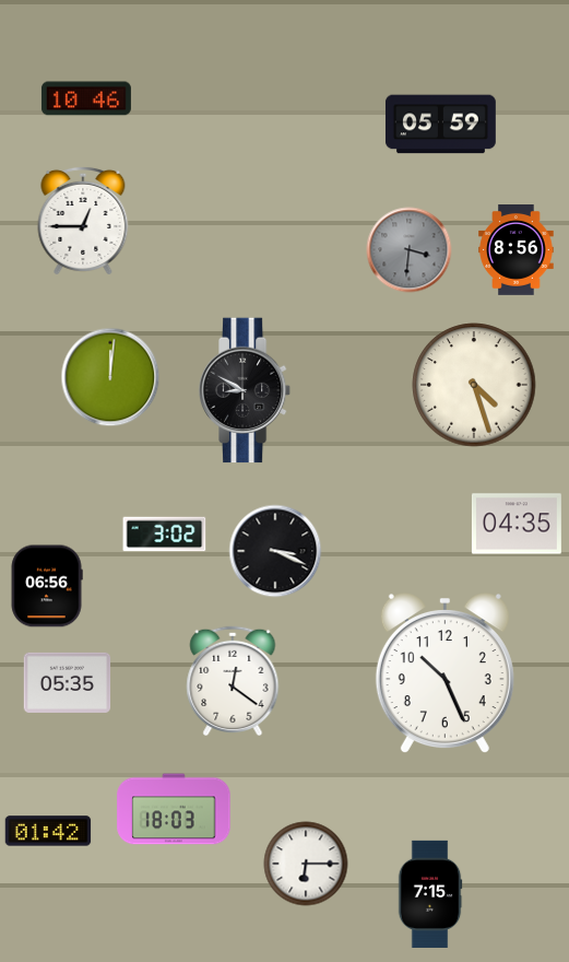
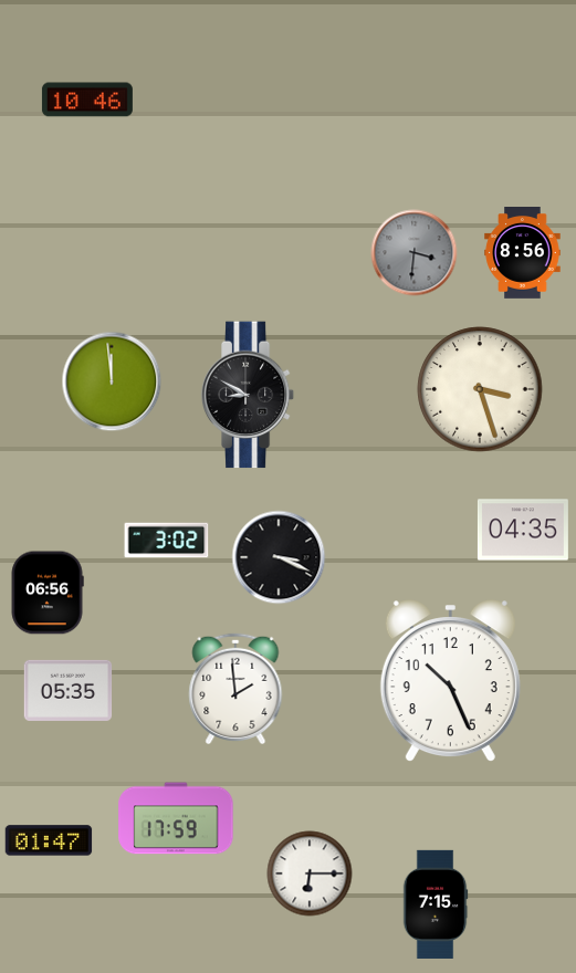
clock at (440, 125): 05:59 -> none
clock at (83, 221): 12:45 -> none
clock at (110, 377): 12:01 -> 11:59
clock at (474, 385): 4:27 -> 3:27
clock at (233, 680): 12:21 -> 1:59
clock at (174, 809): 18:03 -> 17:59
clock at (48, 831): 01:42 -> 01:47
